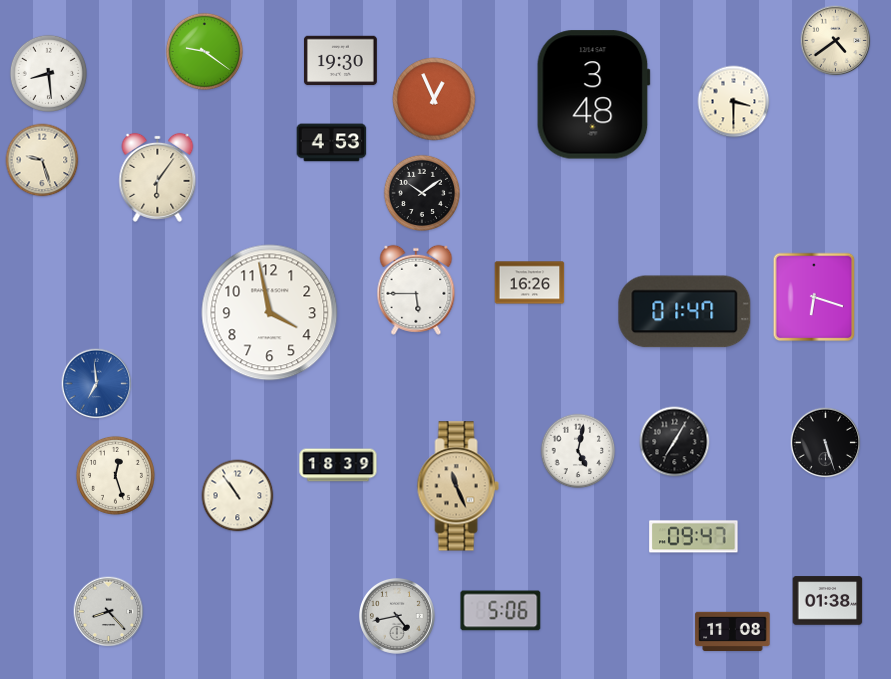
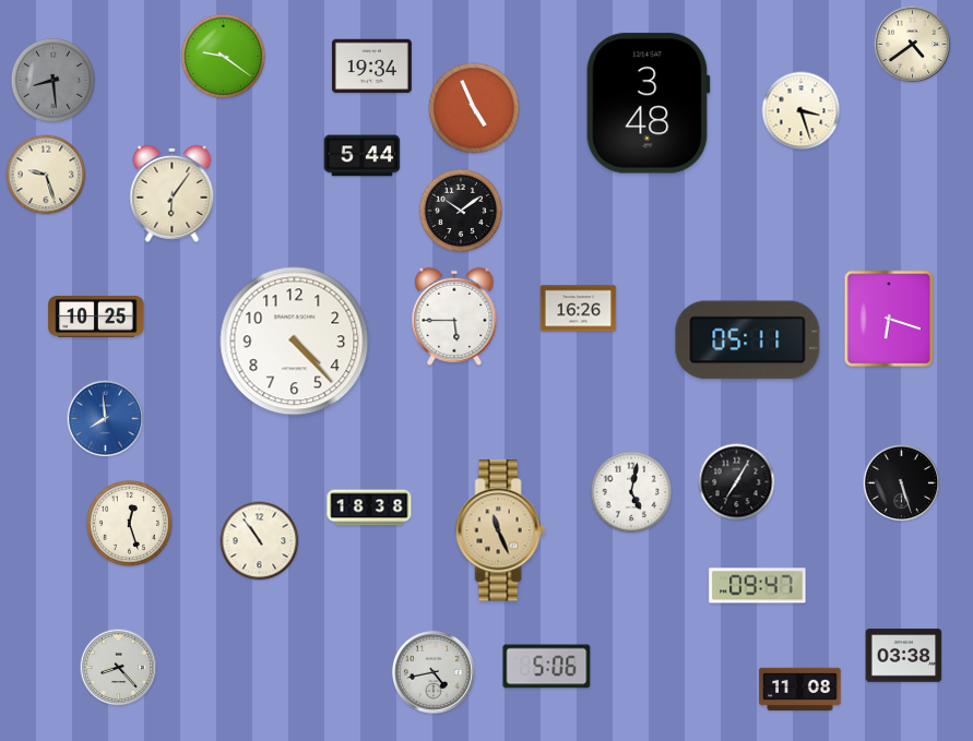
clock at (340, 61): 19:30 -> 19:34
clock at (48, 73) dial: white -> grey
clock at (434, 99): 12:56 -> 4:56
clock at (734, 102): 3:30 -> 3:27
clock at (332, 143): 4:53 -> 5:44
clock at (96, 318): none -> 10:25
clock at (814, 297) position: (814, 297) -> (889, 319)
clock at (685, 312): 01:47 -> 05:11
clock at (270, 313): 3:58 -> 4:23
clock at (97, 384): 6:59 -> 7:59
clock at (338, 465): 18:39 -> 18:38
clock at (115, 475) position: (115, 475) -> (129, 523)
clock at (828, 601): 01:38 -> 03:38
